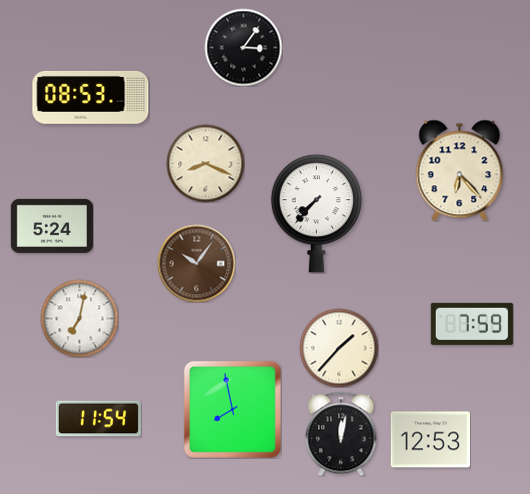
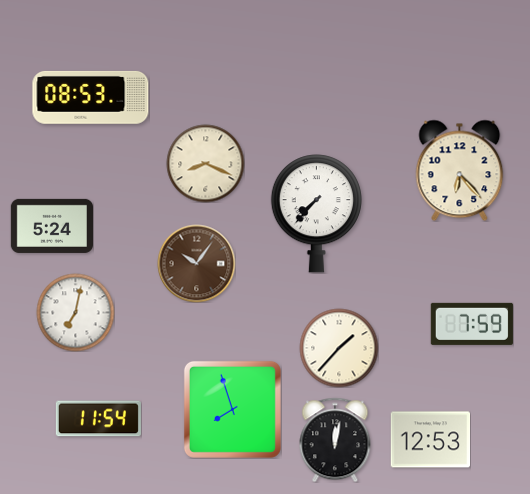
clock at (243, 47): 3:06 -> none
clock at (79, 318) position: (79, 318) -> (75, 312)
clock at (232, 409): 7:58 -> 7:57
clock at (341, 434) position: (341, 434) -> (335, 440)
